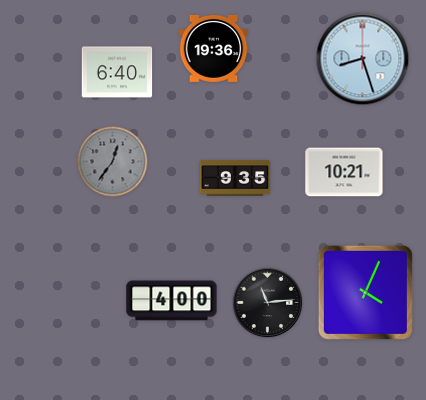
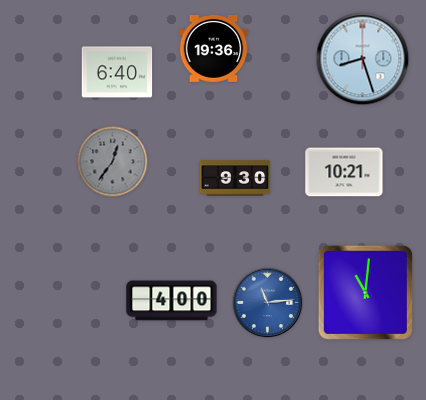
clock at (235, 178): 9:35 -> 9:30
clock at (365, 292): 4:04 -> 11:01
clock at (268, 303) dial: black -> blue
